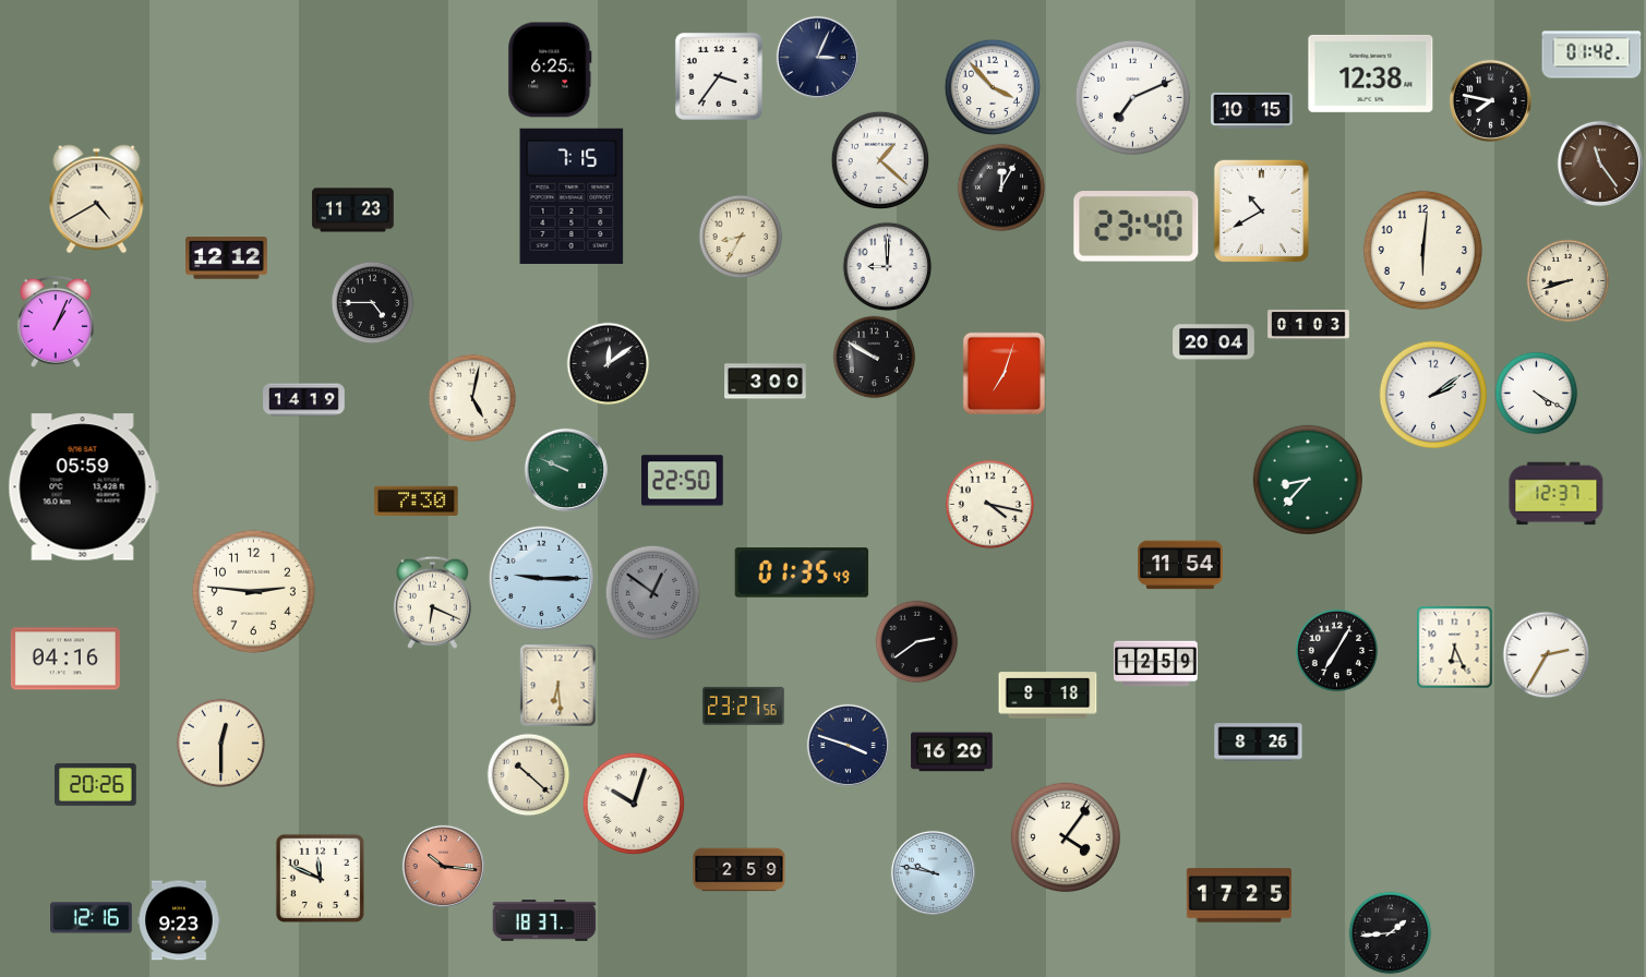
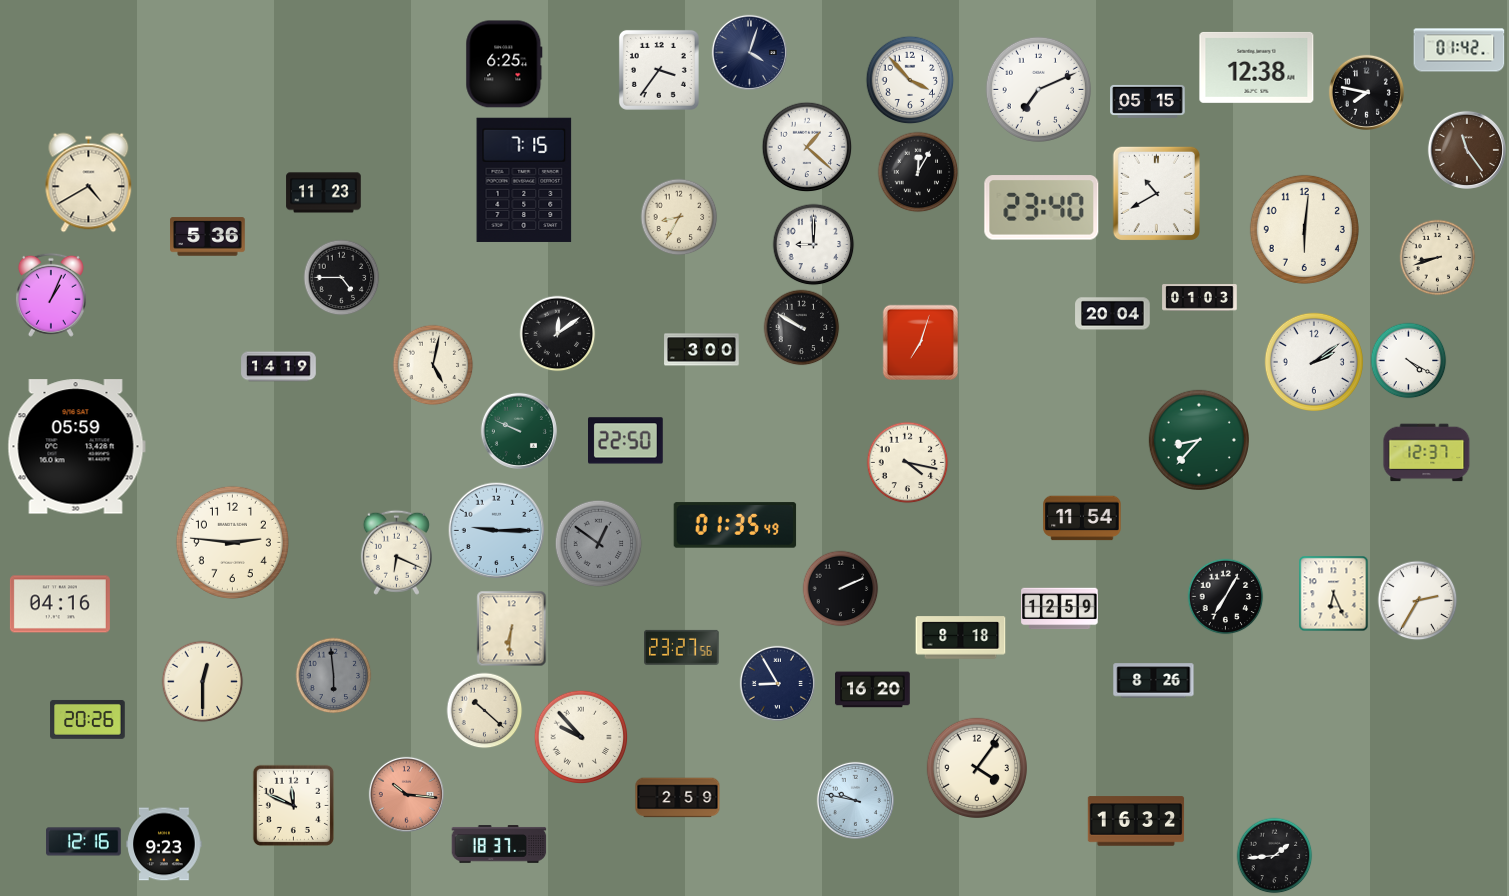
clock at (817, 57): 3:04 -> 4:03
clock at (1252, 110): 10:15 -> 05:15
clock at (227, 258): 12:12 -> 5:36
clock at (417, 500): 7:30 -> none
clock at (917, 642): 2:39 -> 2:11
clock at (558, 686): 6:29 -> 6:31
clock at (334, 676): none -> 5:59
clock at (848, 745): 3:48 -> 8:55
clock at (634, 804): 10:03 -> 9:53
clock at (1239, 895): 17:25 -> 16:32
